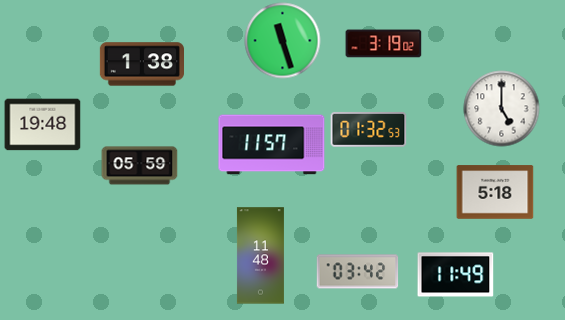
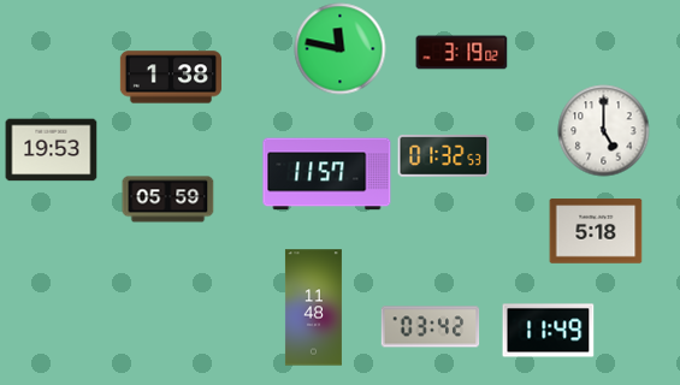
clock at (283, 41): 11:27 -> 11:47
clock at (43, 125): 19:48 -> 19:53
